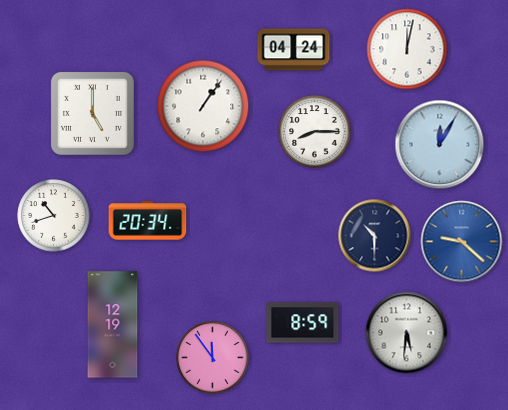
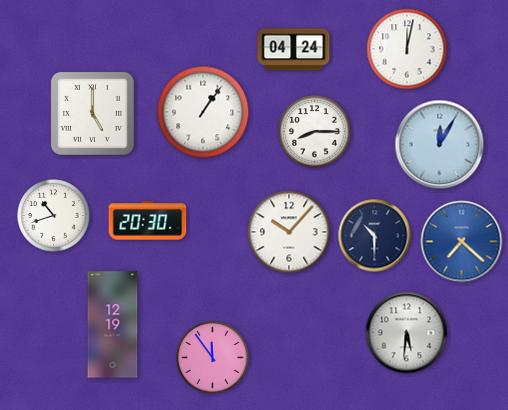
clock at (203, 106) position: (203, 106) -> (203, 112)
clock at (148, 221): 20:34 -> 20:30
clock at (289, 232): none -> 10:07
clock at (462, 242): 9:22 -> 7:22
clock at (303, 323): 8:59 -> none
